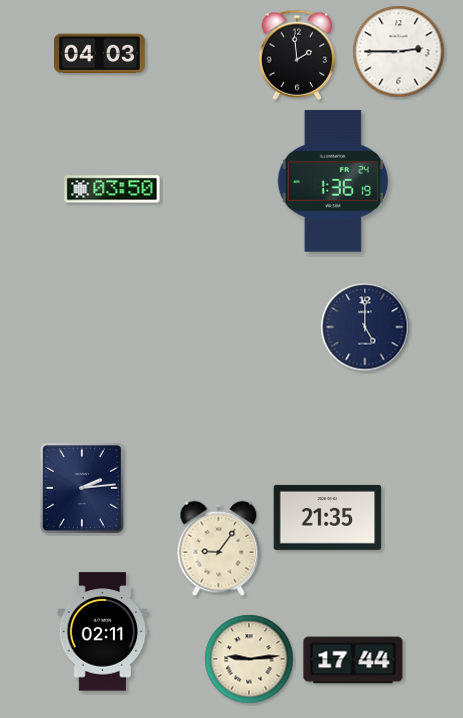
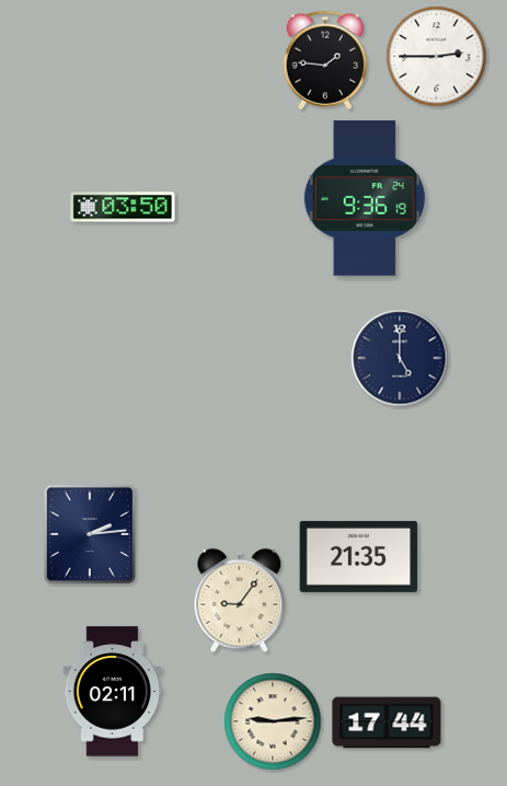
clock at (100, 54): 04:03 -> none
clock at (297, 55): 1:59 -> 1:46
clock at (333, 181): 1:36 -> 9:36
clock at (328, 517) position: (328, 517) -> (359, 556)
